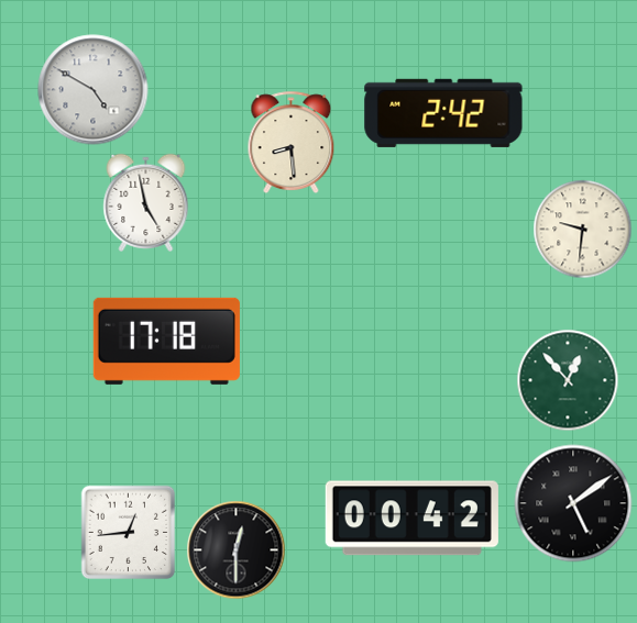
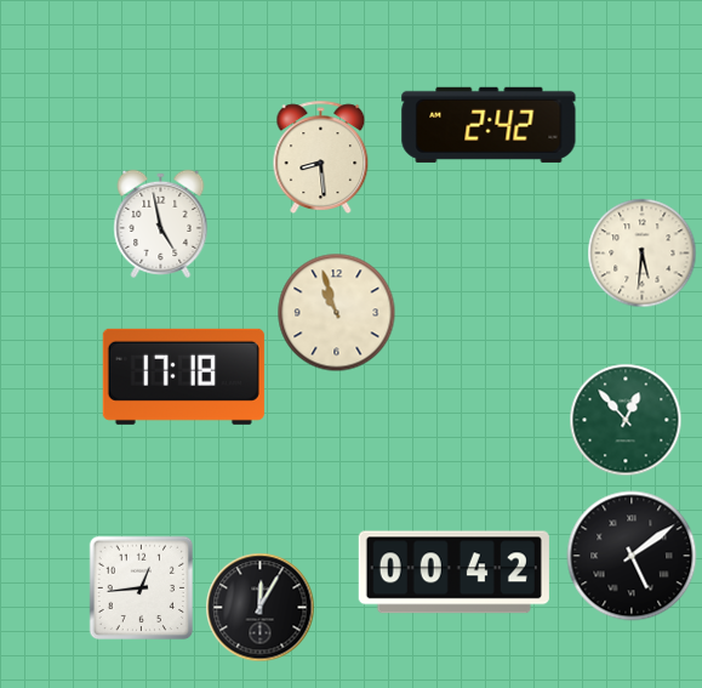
clock at (94, 90): 4:50 -> none
clock at (583, 230): 9:31 -> 5:31
clock at (337, 313): none -> 10:57
clock at (237, 550): 12:30 -> 12:05
